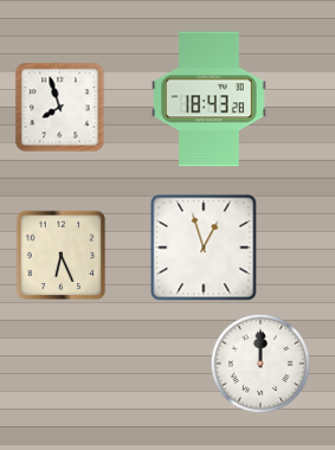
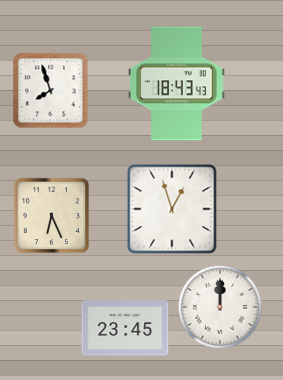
clock at (210, 99): 18:43:28 -> 18:43:43
clock at (125, 328): none -> 23:45
